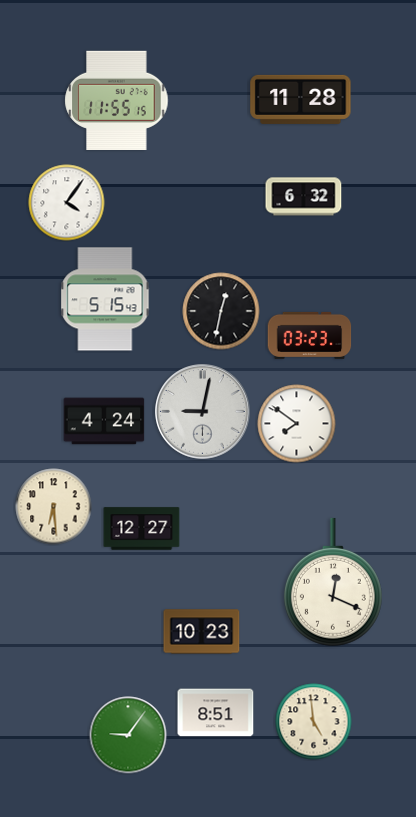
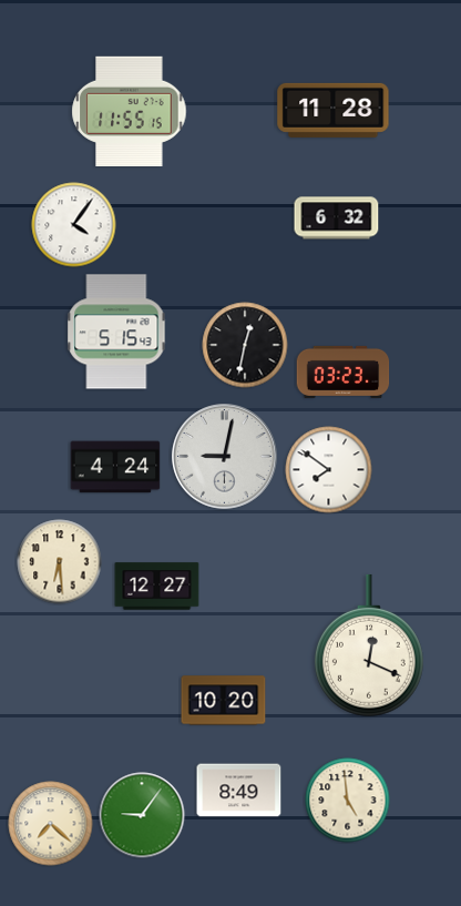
clock at (202, 632): 10:23 -> 10:20
clock at (216, 713): 8:51 -> 8:49
clock at (51, 824): none -> 7:22
